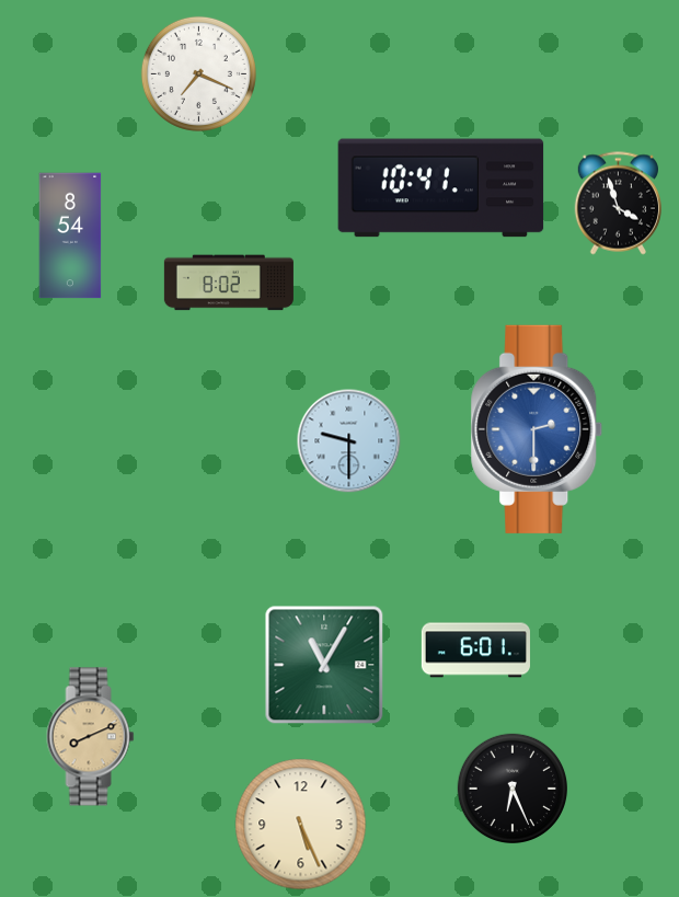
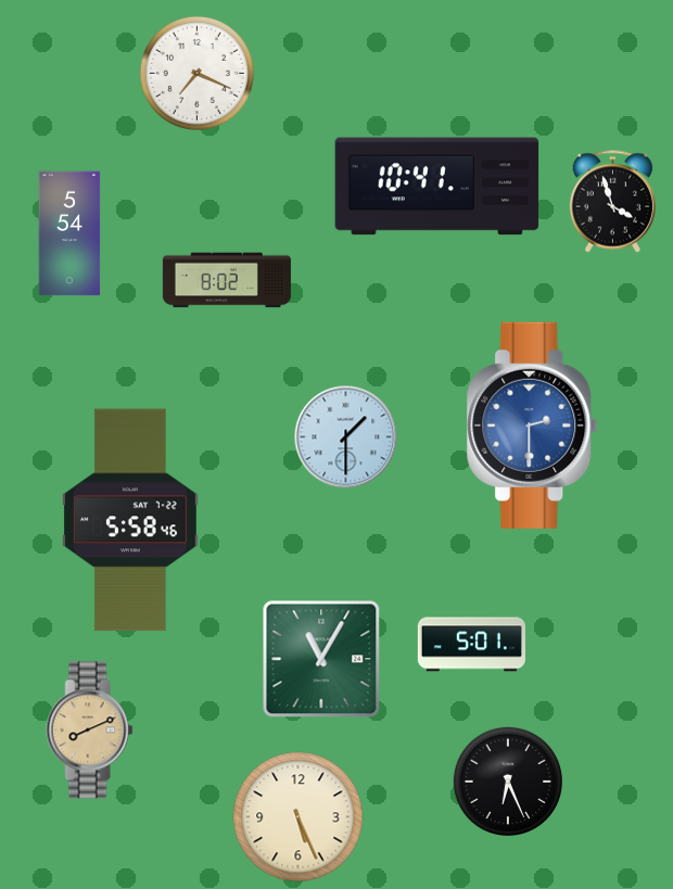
clock at (70, 235): 8:54 -> 5:54
clock at (349, 441): 9:30 -> 1:30
clock at (130, 520): none -> 5:58
clock at (475, 651): 6:01 -> 5:01
